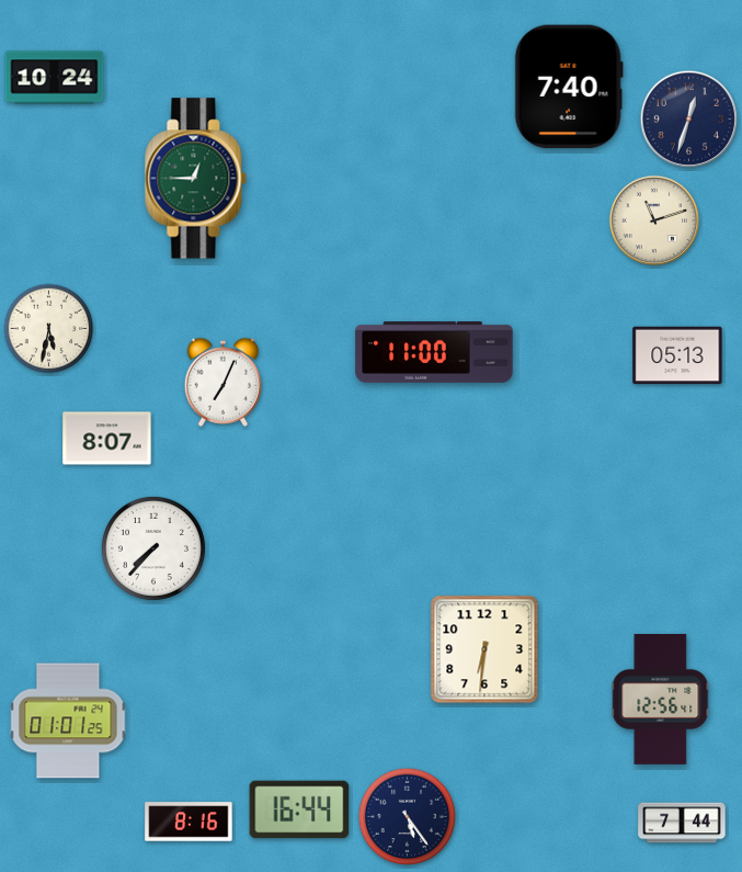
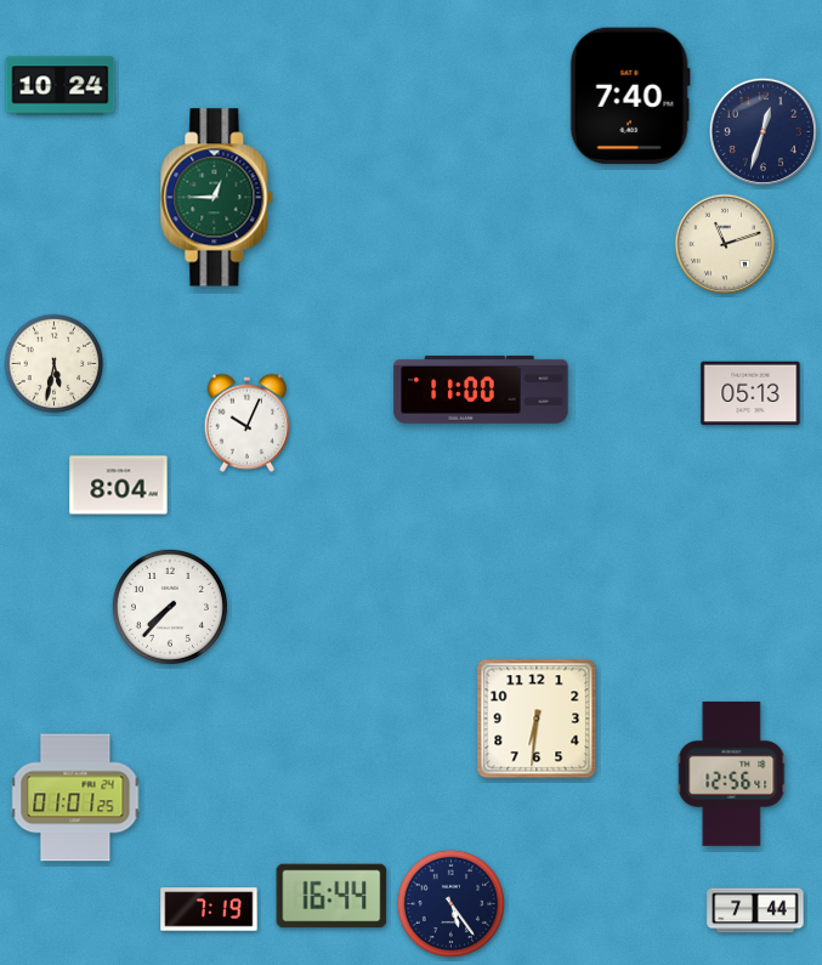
clock at (224, 382): 7:04 -> 10:04
clock at (107, 439): 8:07 -> 8:04
clock at (189, 822): 8:16 -> 7:19
